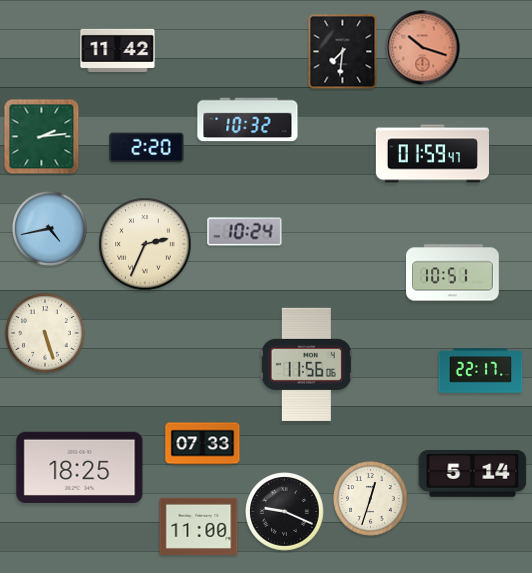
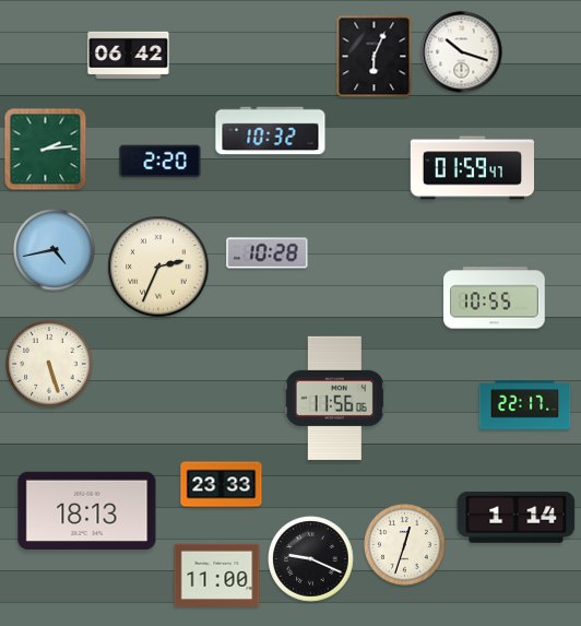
clock at (423, 48) dial: salmon -> white
clock at (118, 50): 11:42 -> 06:42
clock at (343, 52): 7:31 -> 6:04
clock at (245, 232): 10:24 -> 10:28
clock at (453, 273): 10:51 -> 10:55
clock at (203, 444): 07:33 -> 23:33
clock at (80, 467): 18:25 -> 18:13
clock at (473, 474): 5:14 -> 1:14
